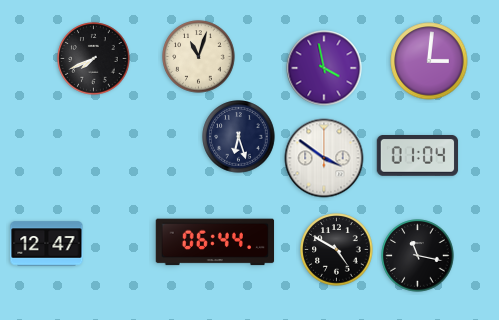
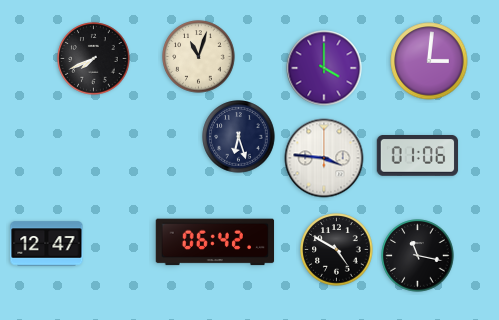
clock at (324, 68): 3:58 -> 4:00
clock at (418, 156): 01:04 -> 01:06
clock at (324, 158): 3:51 -> 3:46
clock at (215, 242): 06:44 -> 06:42
